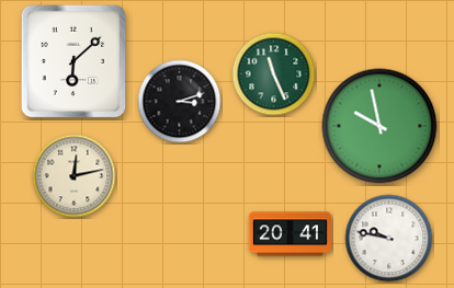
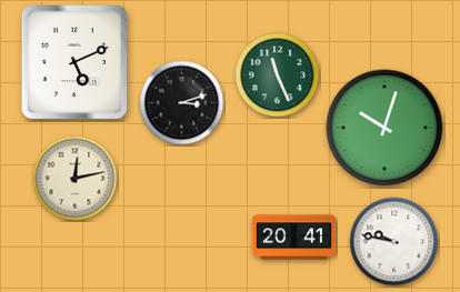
clock at (73, 61): 6:08 -> 5:11
clock at (379, 126): 9:58 -> 10:03
